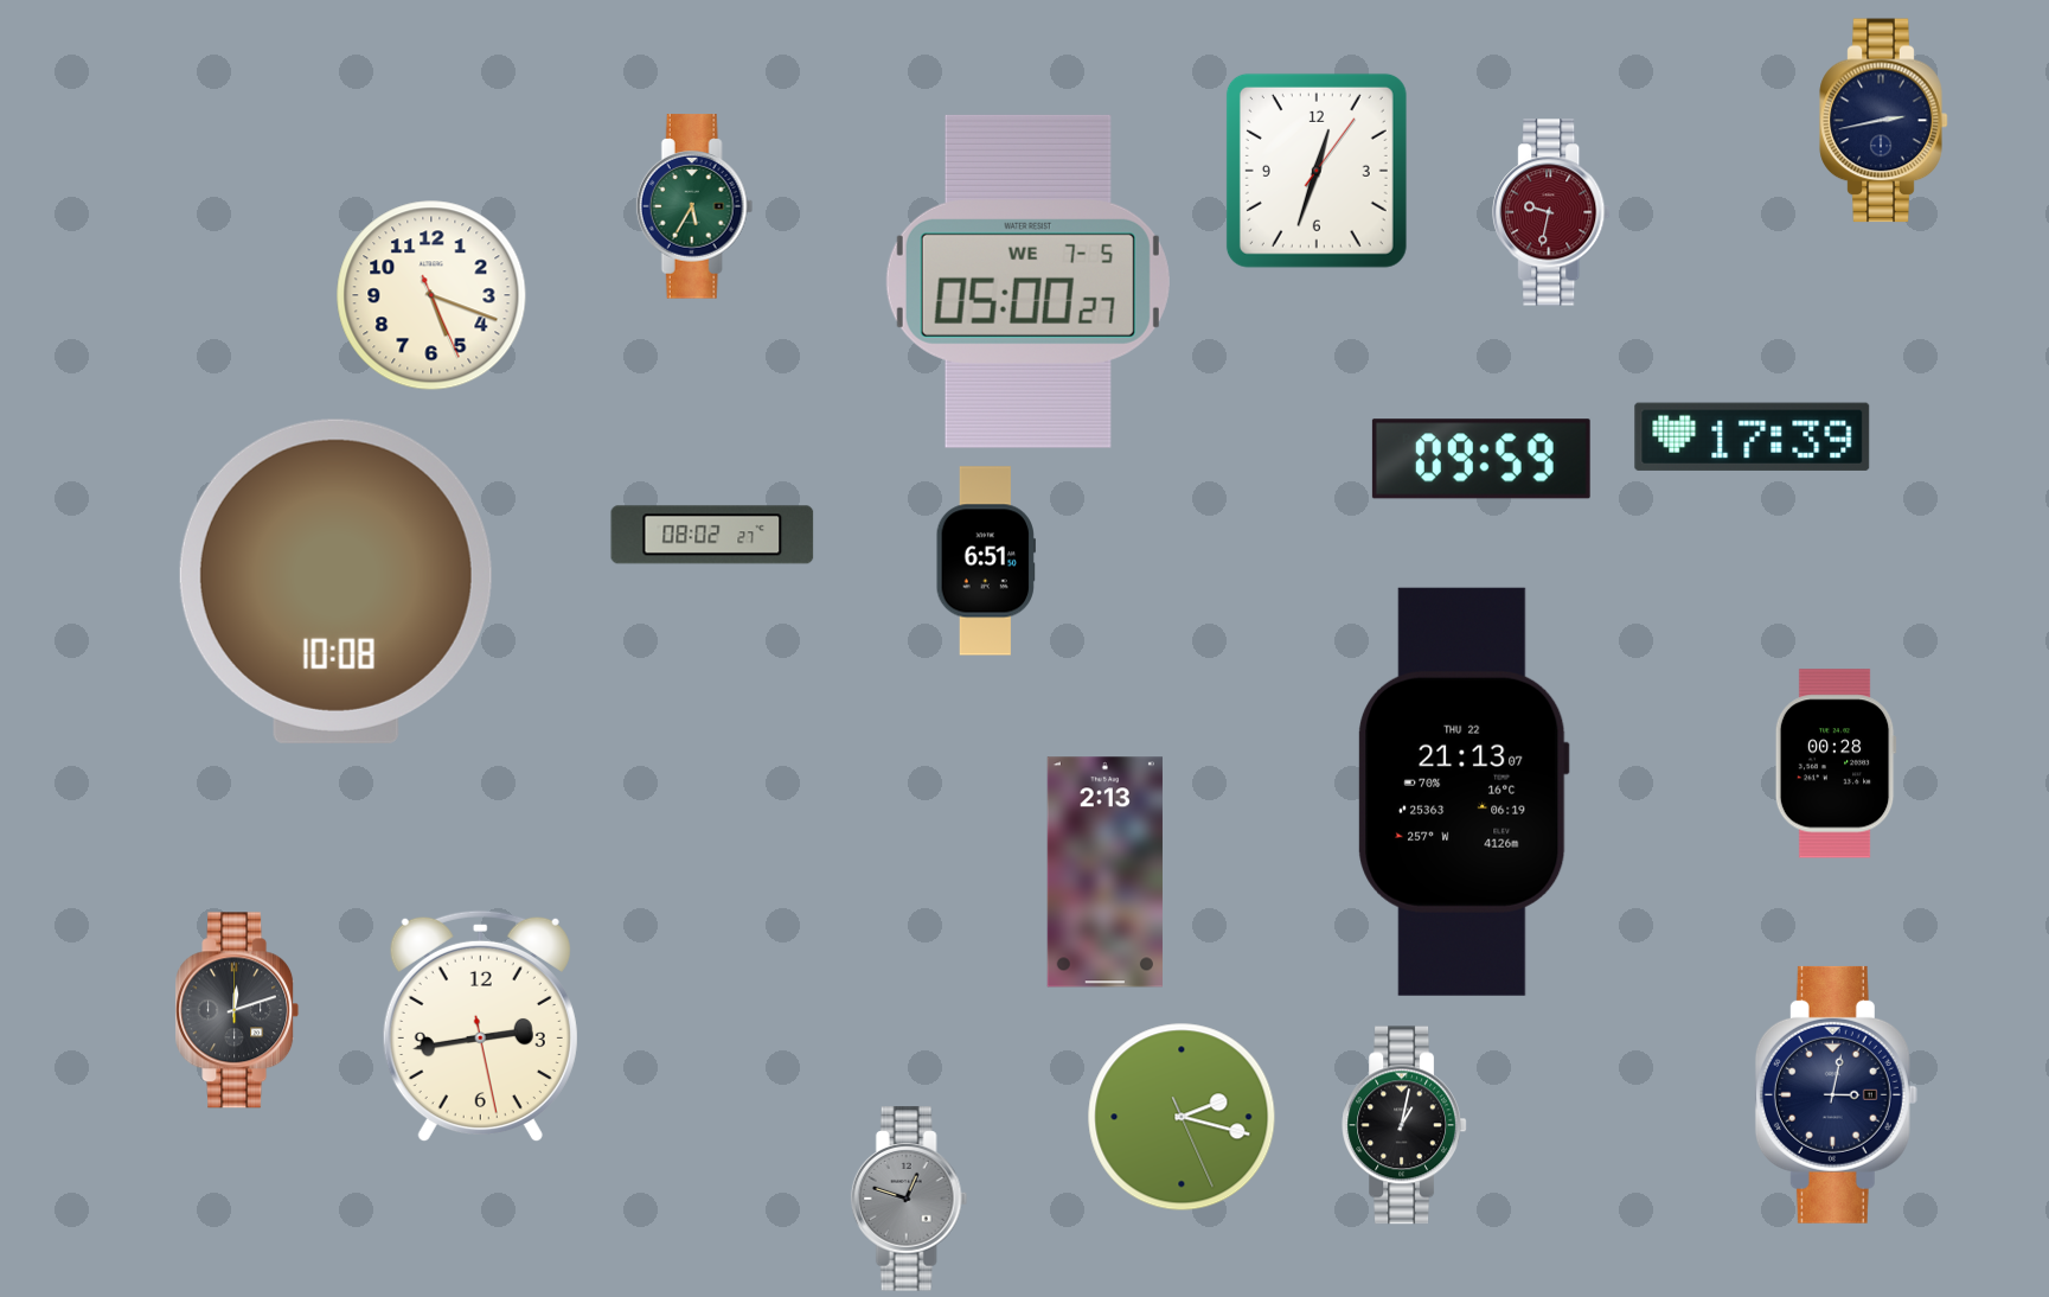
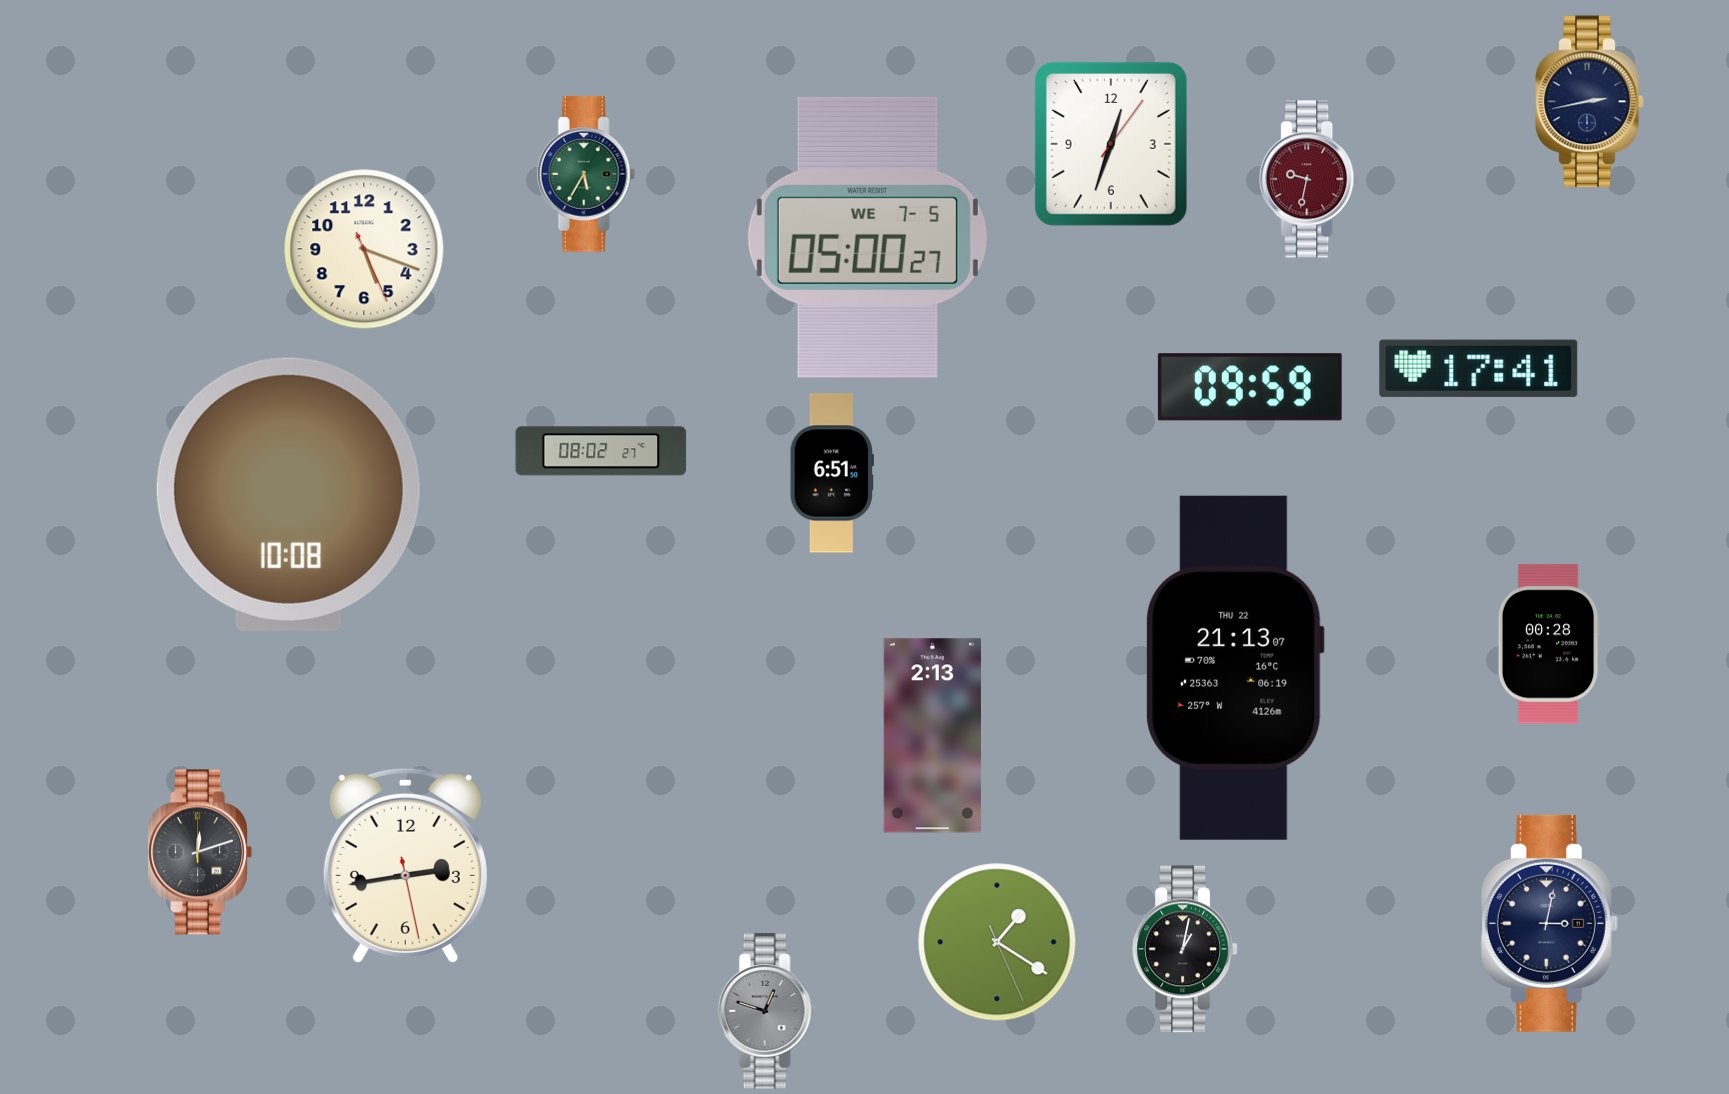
clock at (1753, 436): 17:39 -> 17:41
clock at (335, 581) position: (335, 581) -> (288, 494)
clock at (1182, 1117): 2:17 -> 1:20
